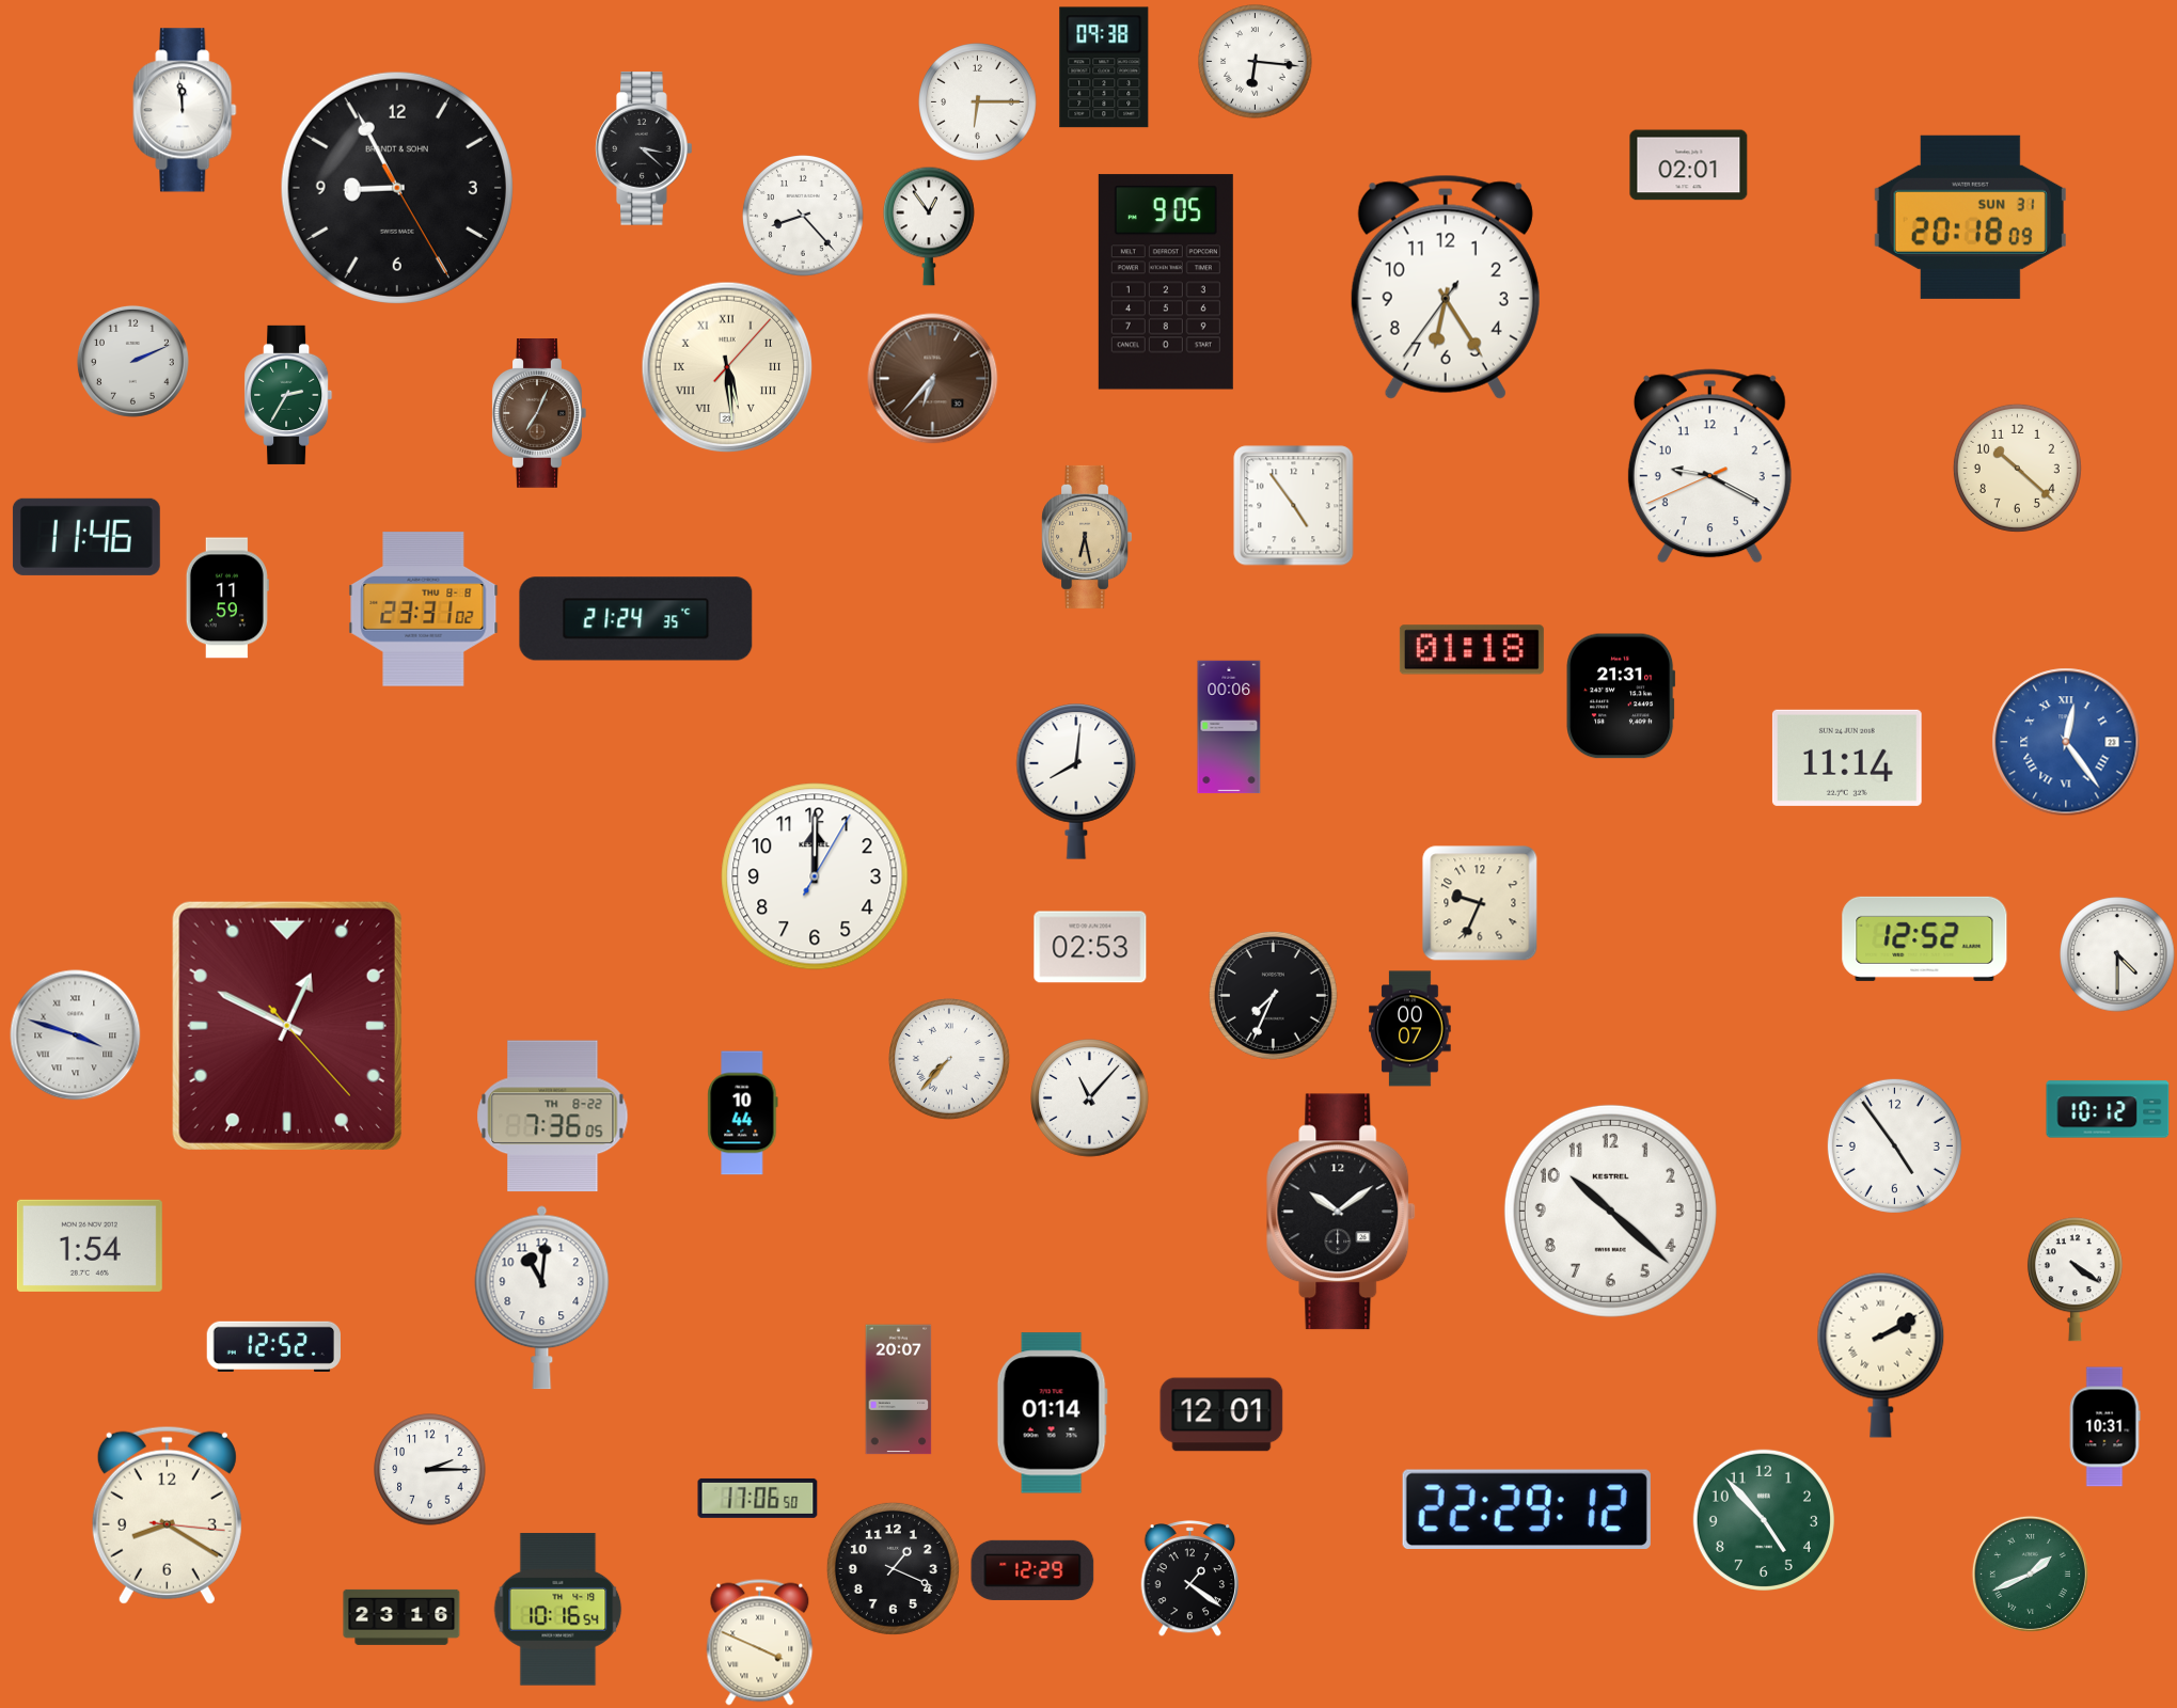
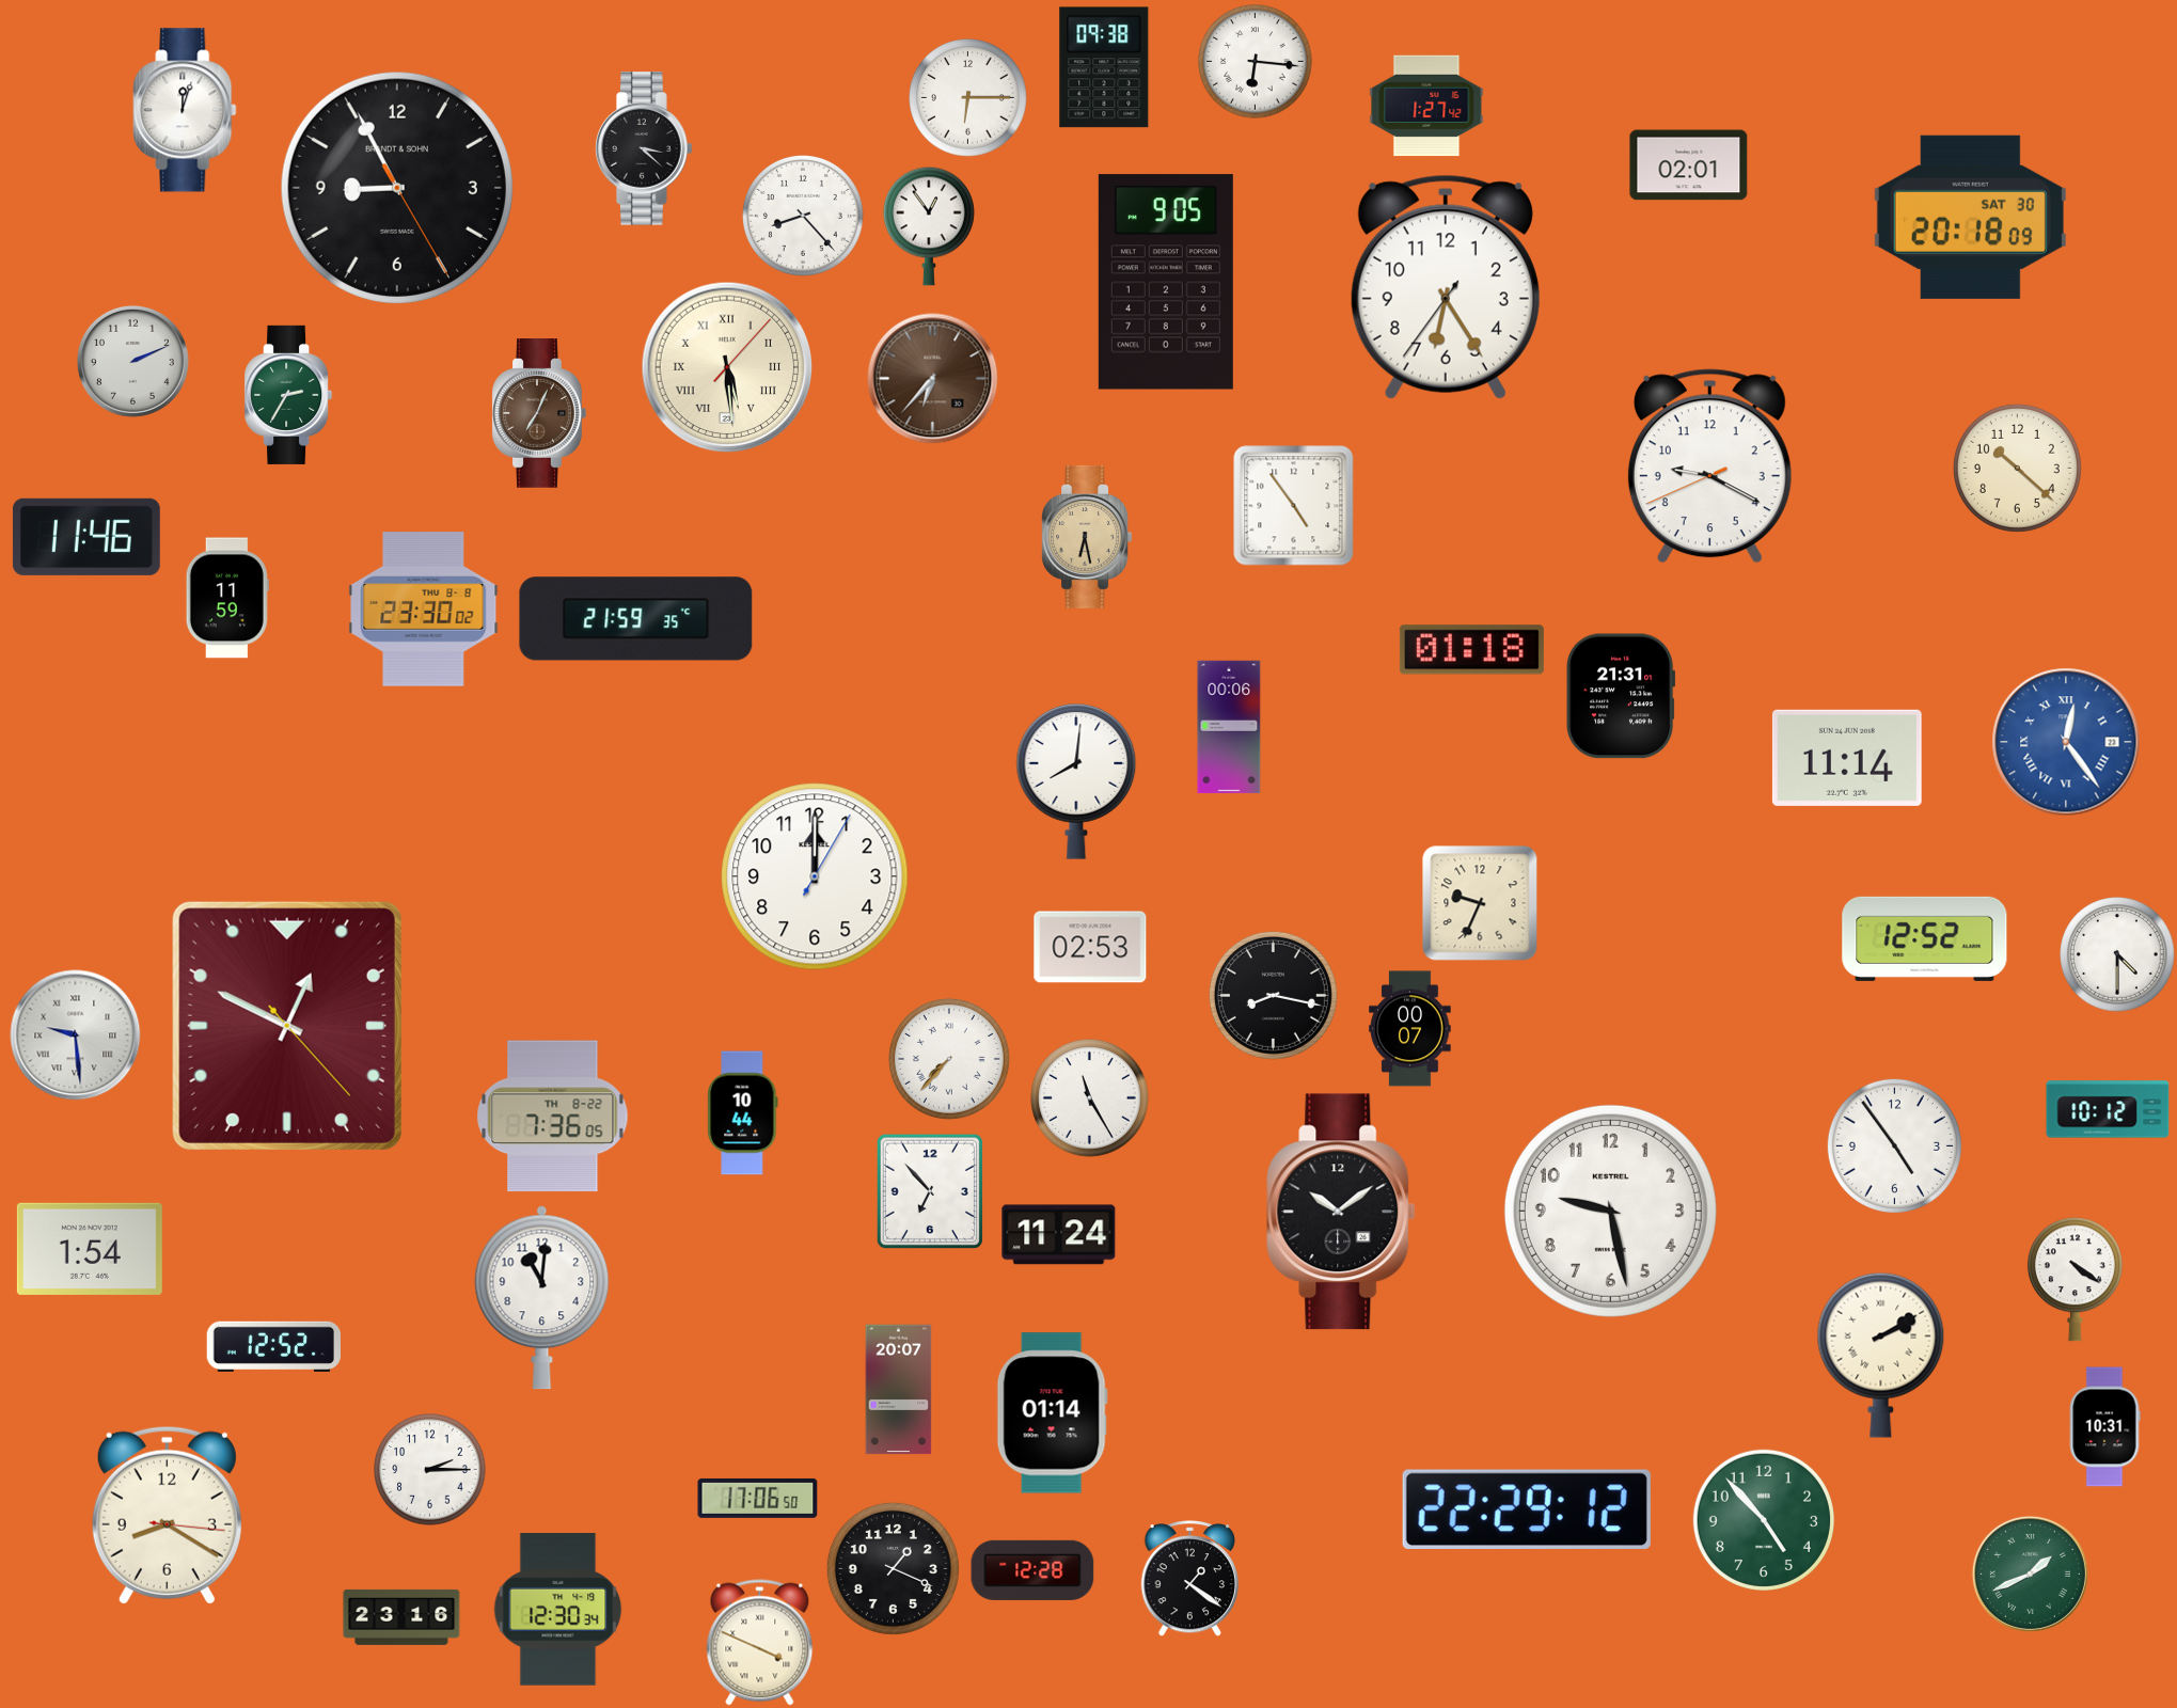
clock at (978, 102) position: (978, 102) -> (968, 98)
clock at (1426, 106): none -> 1:27
clock at (185, 110): 11:59 -> 12:03
clock at (1970, 217) date: SUN 31 -> SAT 30
clock at (424, 610): 23:31 -> 23:30
clock at (636, 619): 21:24 -> 21:59
clock at (1273, 995): 7:34 -> 8:17
clock at (76, 1035): 3:48 -> 9:29
clock at (1090, 1098): 11:07 -> 11:25
clock at (930, 1190): none -> 6:53
clock at (1610, 1211): 10:22 -> 9:28
clock at (1059, 1235): none -> 11:24
clock at (90, 1246) position: (90, 1246) -> (90, 1249)
clock at (1221, 1414): 12:01 -> none
clock at (1032, 1570): 12:29 -> 12:28
clock at (558, 1610): 10:16 -> 12:30
